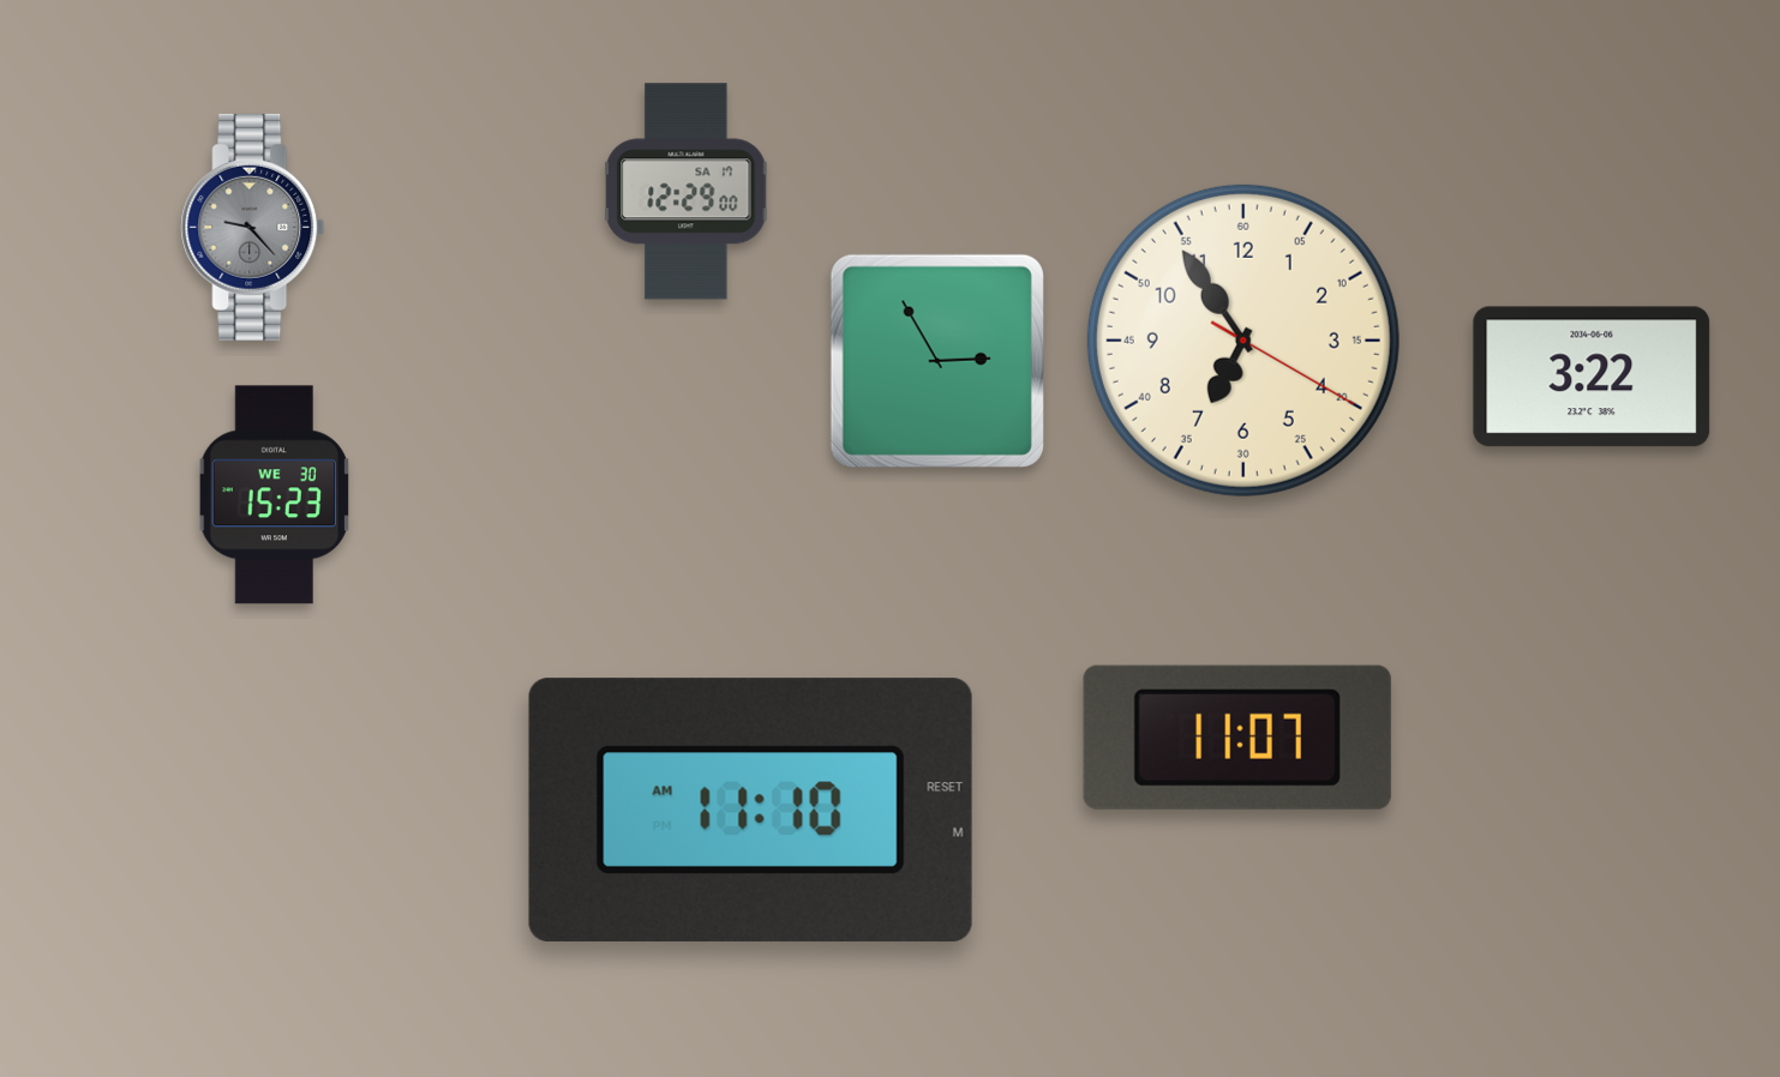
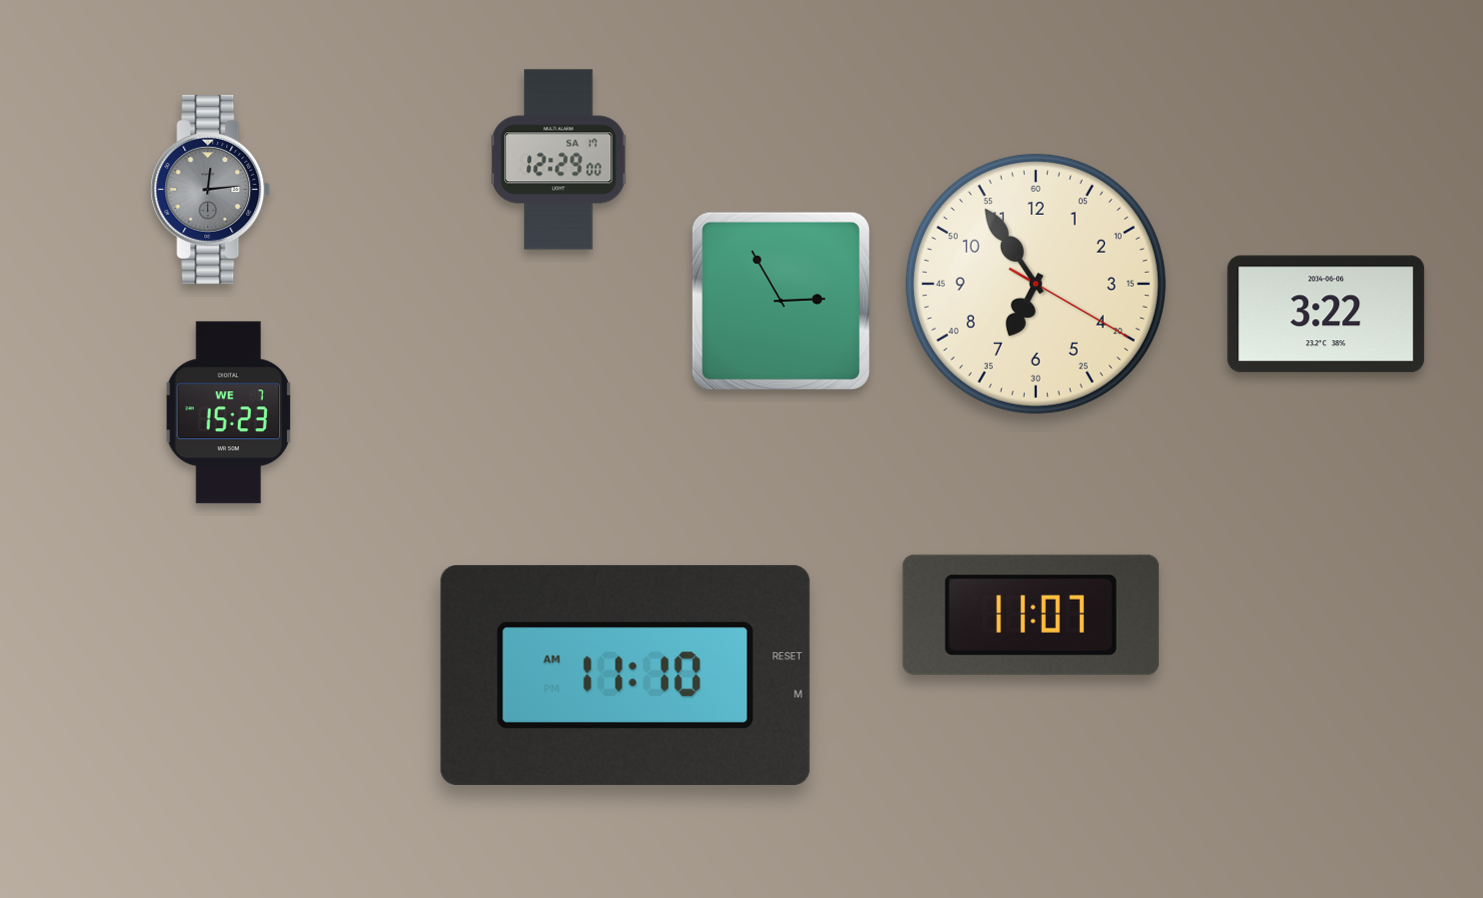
clock at (687, 192) position: (687, 192) -> (559, 160)
clock at (253, 227): 9:23 -> 12:14
clock at (274, 495) date: WE 30 -> WE 7
